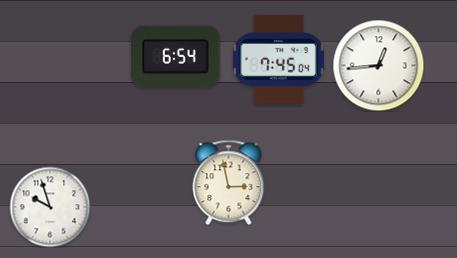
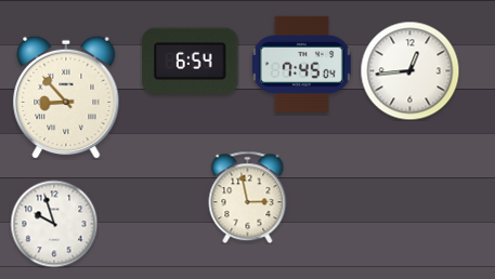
clock at (66, 97): none -> 8:53
